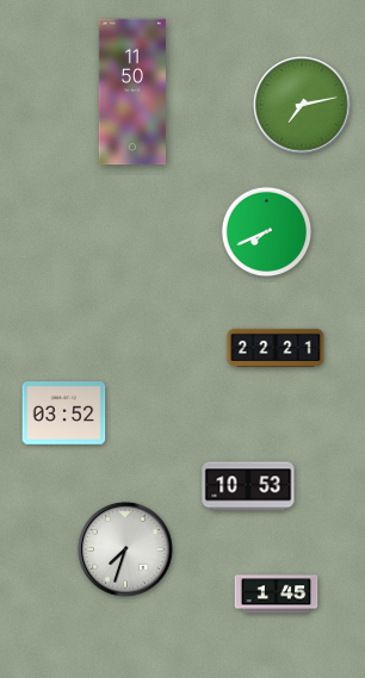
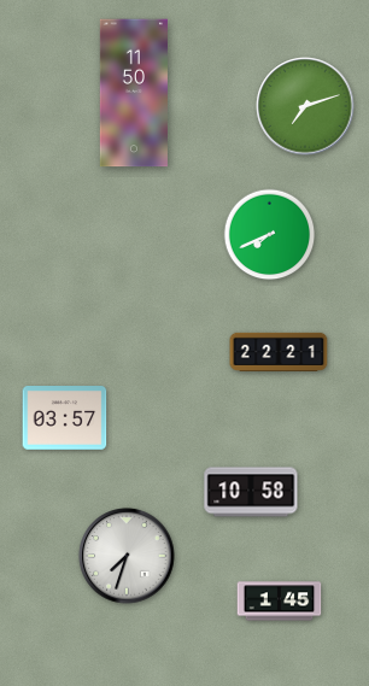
clock at (302, 105): 7:13 -> 7:12
clock at (64, 413): 03:52 -> 03:57
clock at (248, 486): 10:53 -> 10:58
